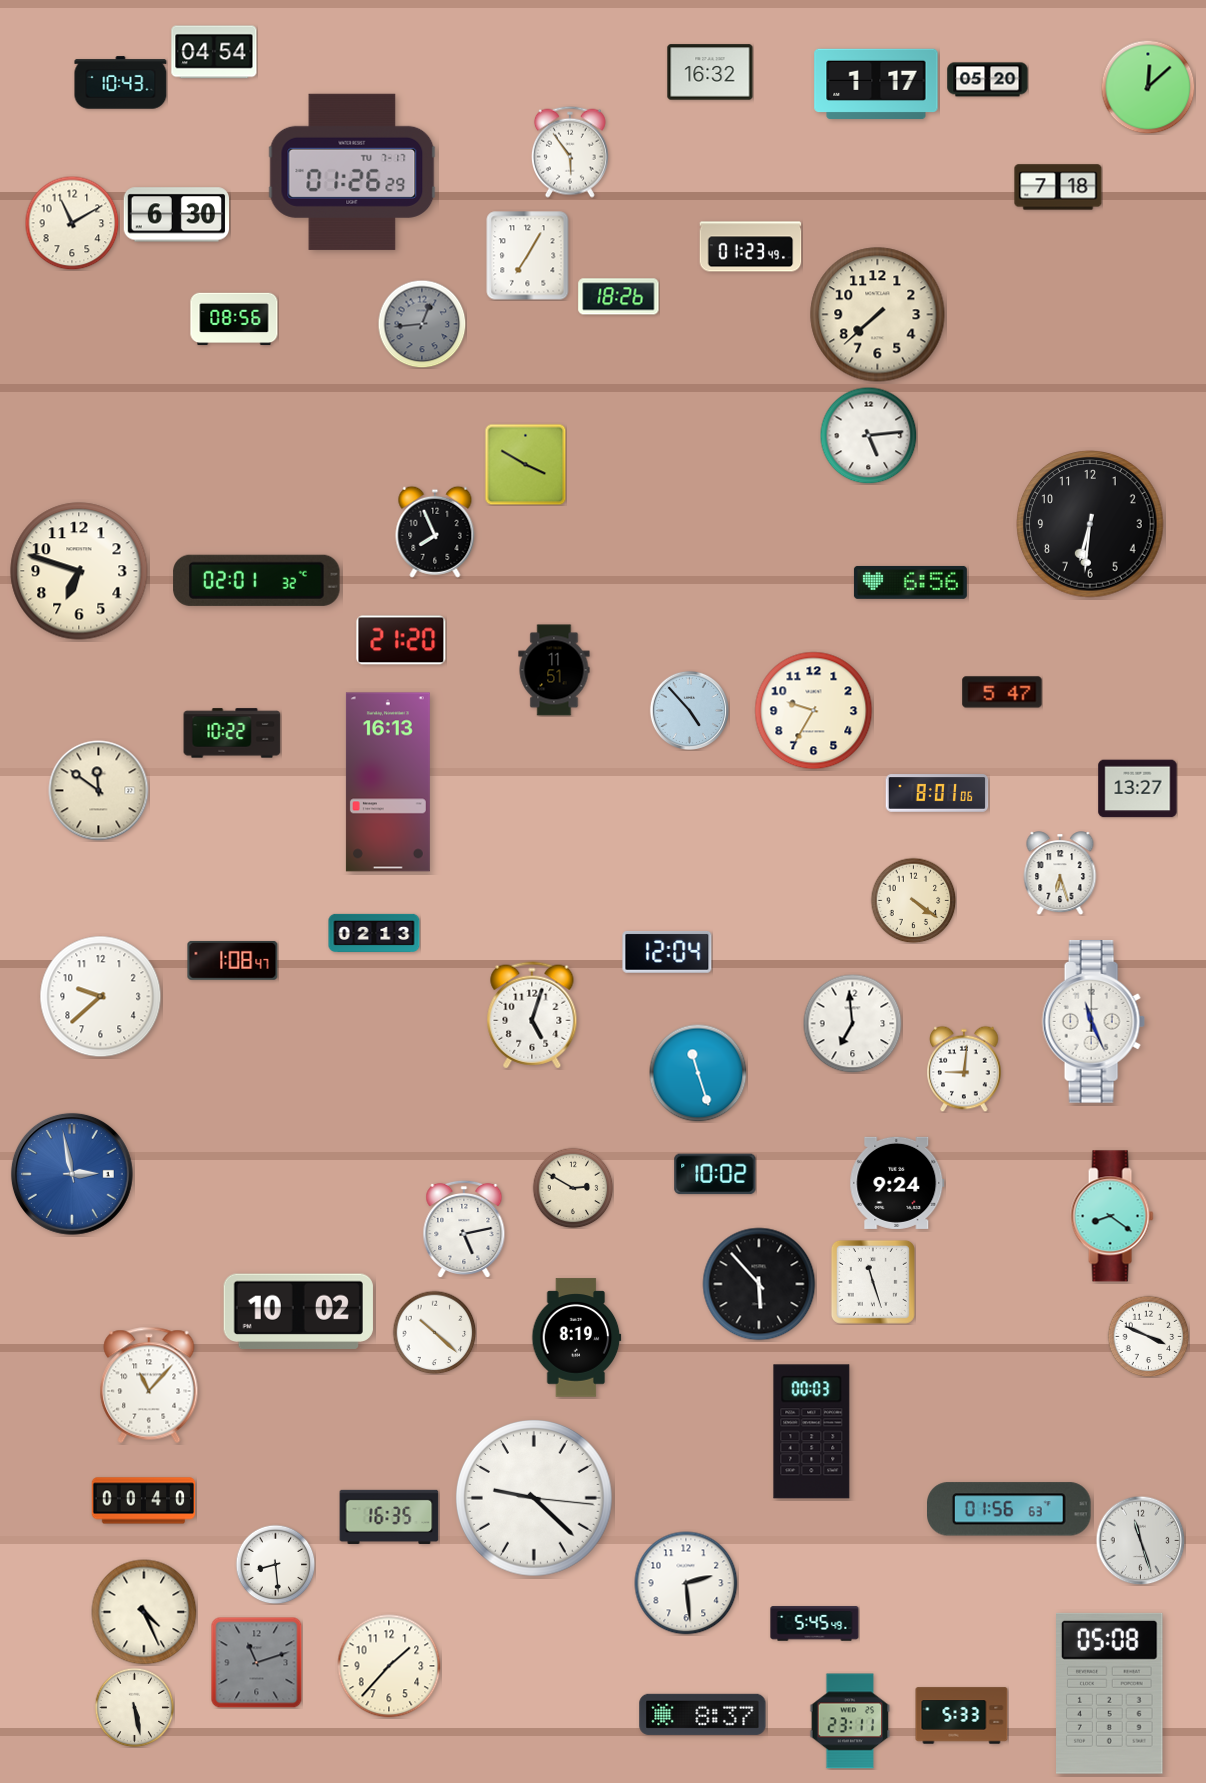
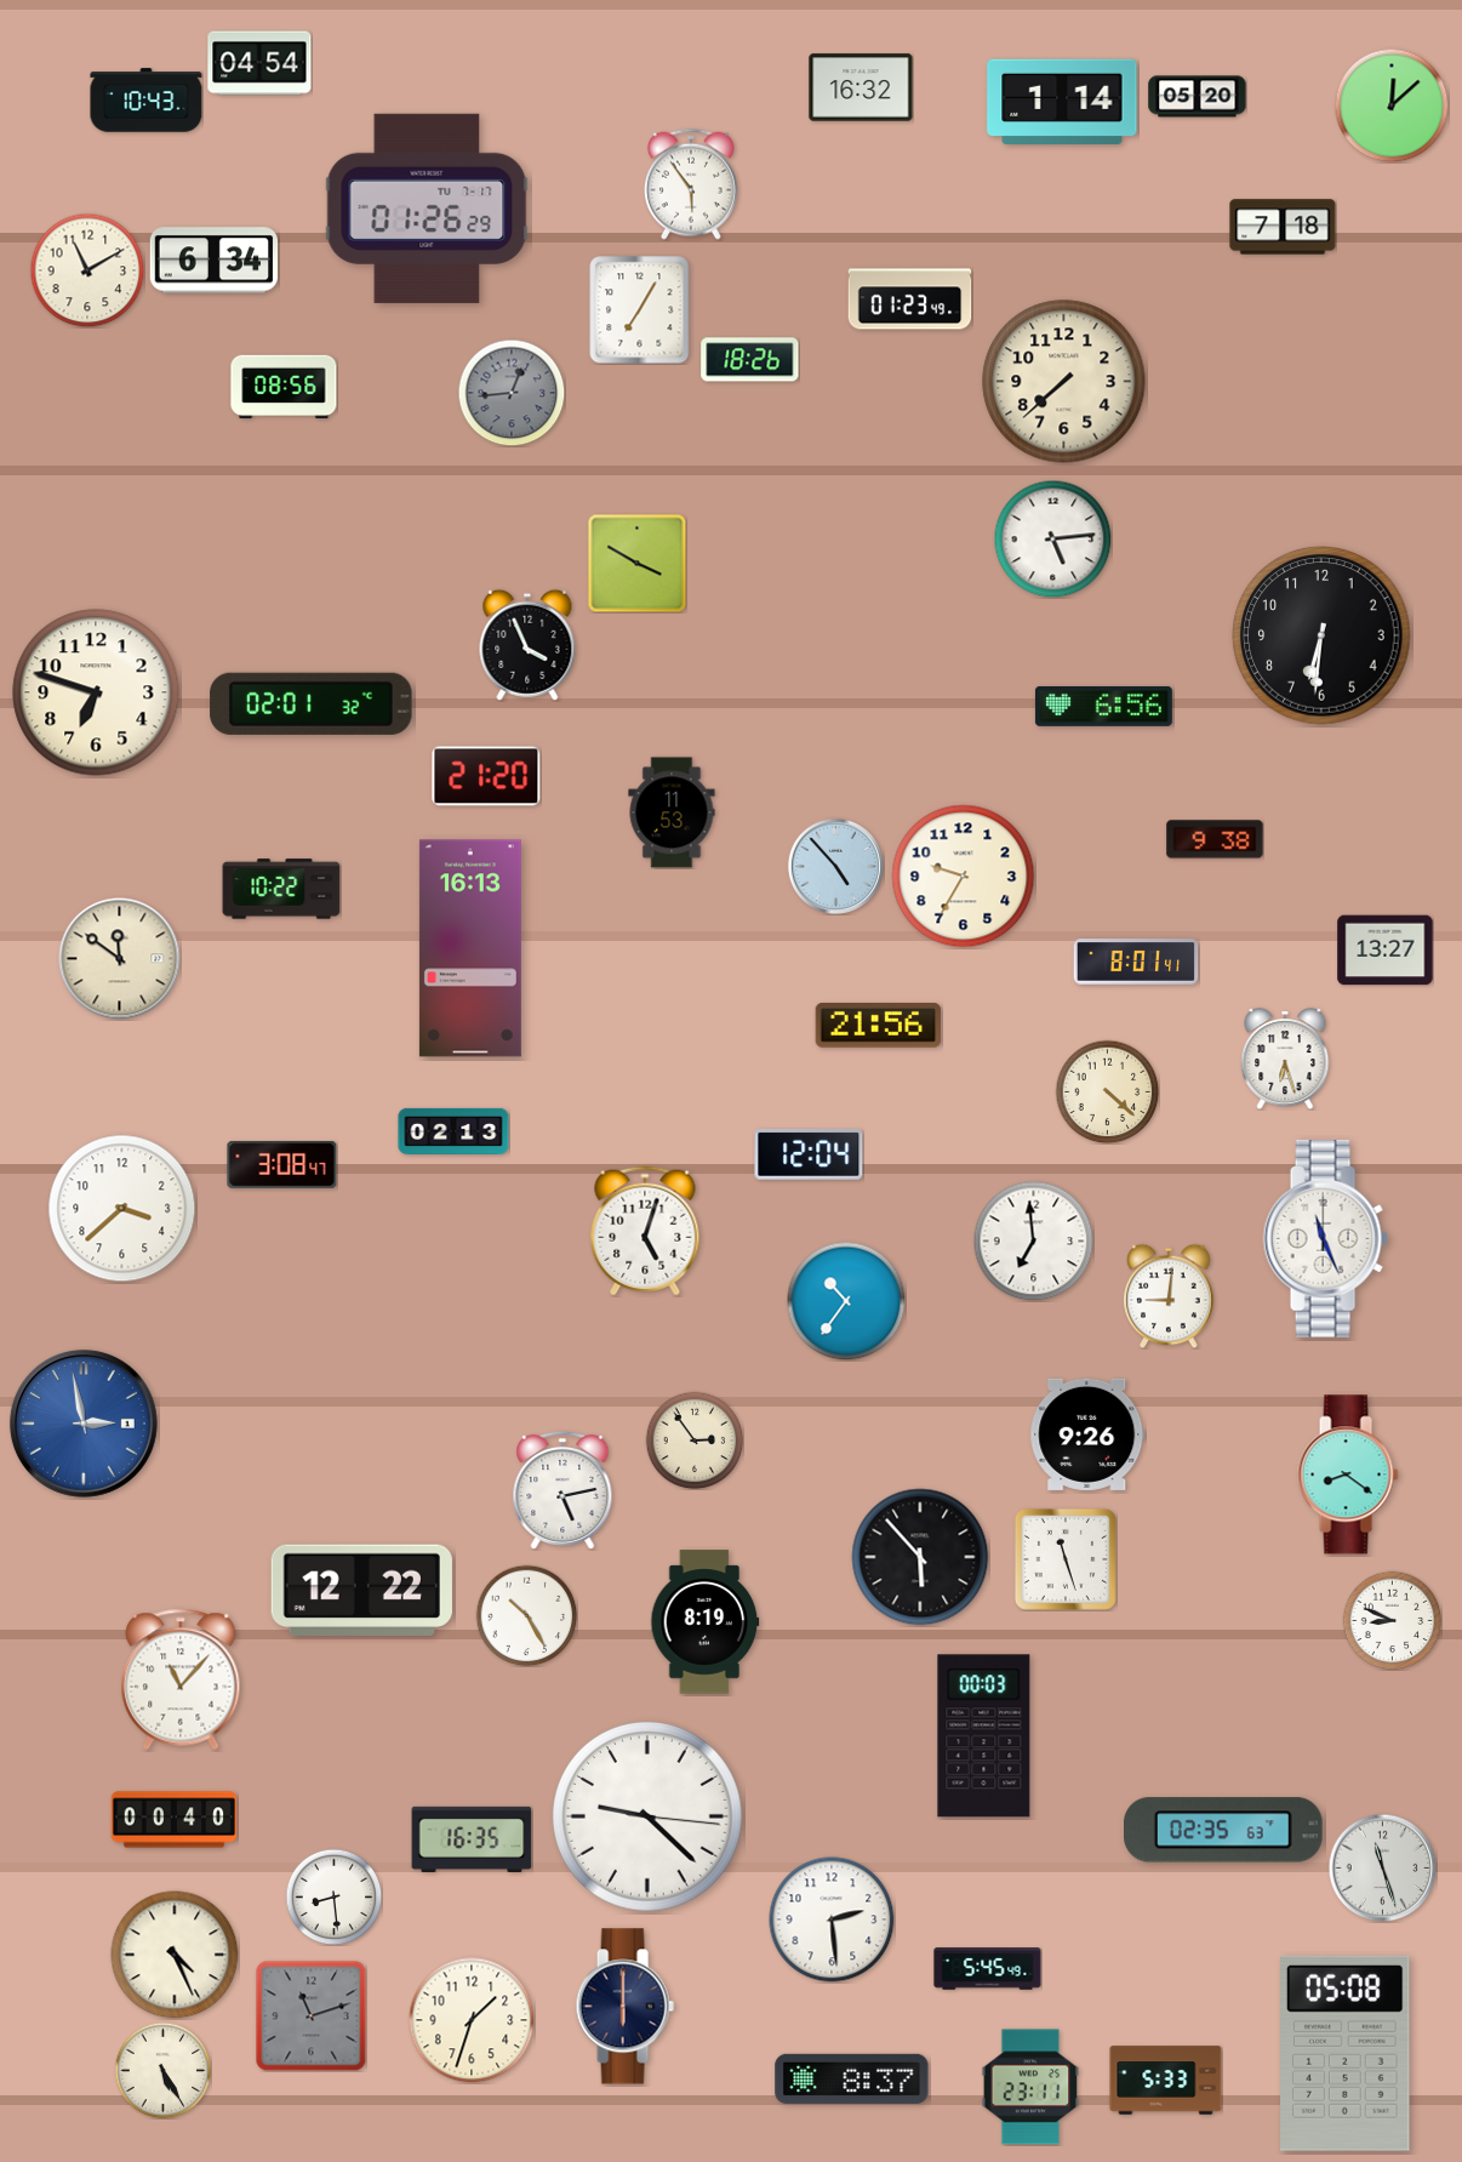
clock at (876, 84): 1:17 -> 1:14
clock at (176, 215): 6:30 -> 6:34
clock at (868, 435) position: (868, 435) -> (1052, 538)
clock at (435, 532): 7:56 -> 3:56
clock at (554, 670): 11:51 -> 11:53
clock at (1002, 692): 5:47 -> 9:38
clock at (689, 710) position: (689, 710) -> (835, 866)
clock at (814, 711) position: (814, 711) -> (964, 877)
clock at (1138, 789) position: (1138, 789) -> (1386, 951)
clock at (937, 793): 8:01:06 -> 8:01:41
clock at (879, 1026): none -> 21:56
clock at (913, 900): 4:21 -> 4:22
clock at (233, 960): 1:08 -> 3:08
clock at (101, 997): 9:38 -> 3:38
clock at (698, 1073): 11:27 -> 10:36
clock at (72, 1174) position: (72, 1174) -> (84, 1424)
clock at (715, 1174): 10:02 -> none
clock at (897, 1183): 9:24 -> 9:26
clock at (573, 1188): 2:50 -> 2:54
clock at (873, 1282) position: (873, 1282) -> (1066, 1559)
clock at (298, 1312): 10:02 -> 12:22
clock at (434, 1332): 10:22 -> 10:25
clock at (1148, 1336): 3:49 -> 8:49
clock at (577, 1338) position: (577, 1338) -> (706, 1622)
clock at (1010, 1509): 01:56 -> 02:35
clock at (624, 2007): none -> 6:00
clock at (389, 1666): 1:37 -> 1:33
clock at (134, 1707): 5:28 -> 5:25
